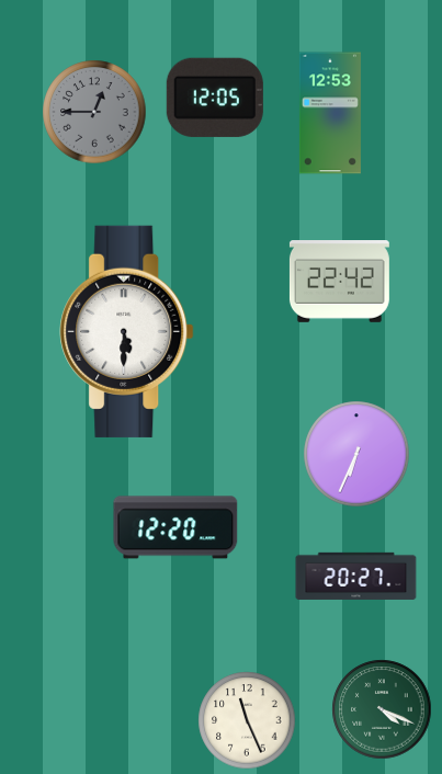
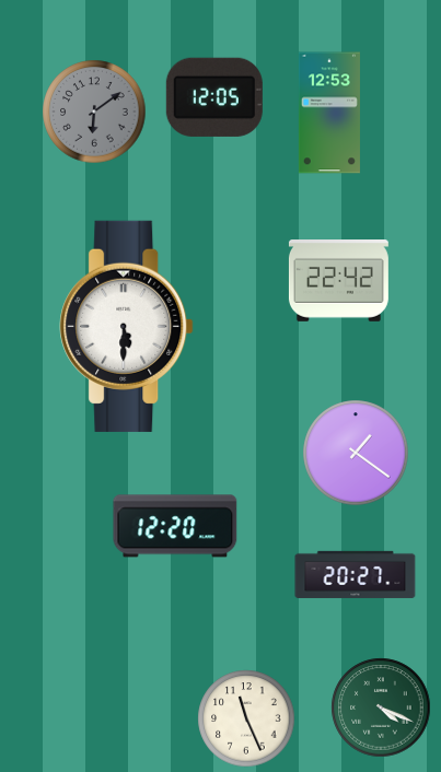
clock at (94, 112): 12:45 -> 6:09
clock at (127, 331) position: (127, 331) -> (127, 326)
clock at (356, 454): 6:34 -> 1:21
